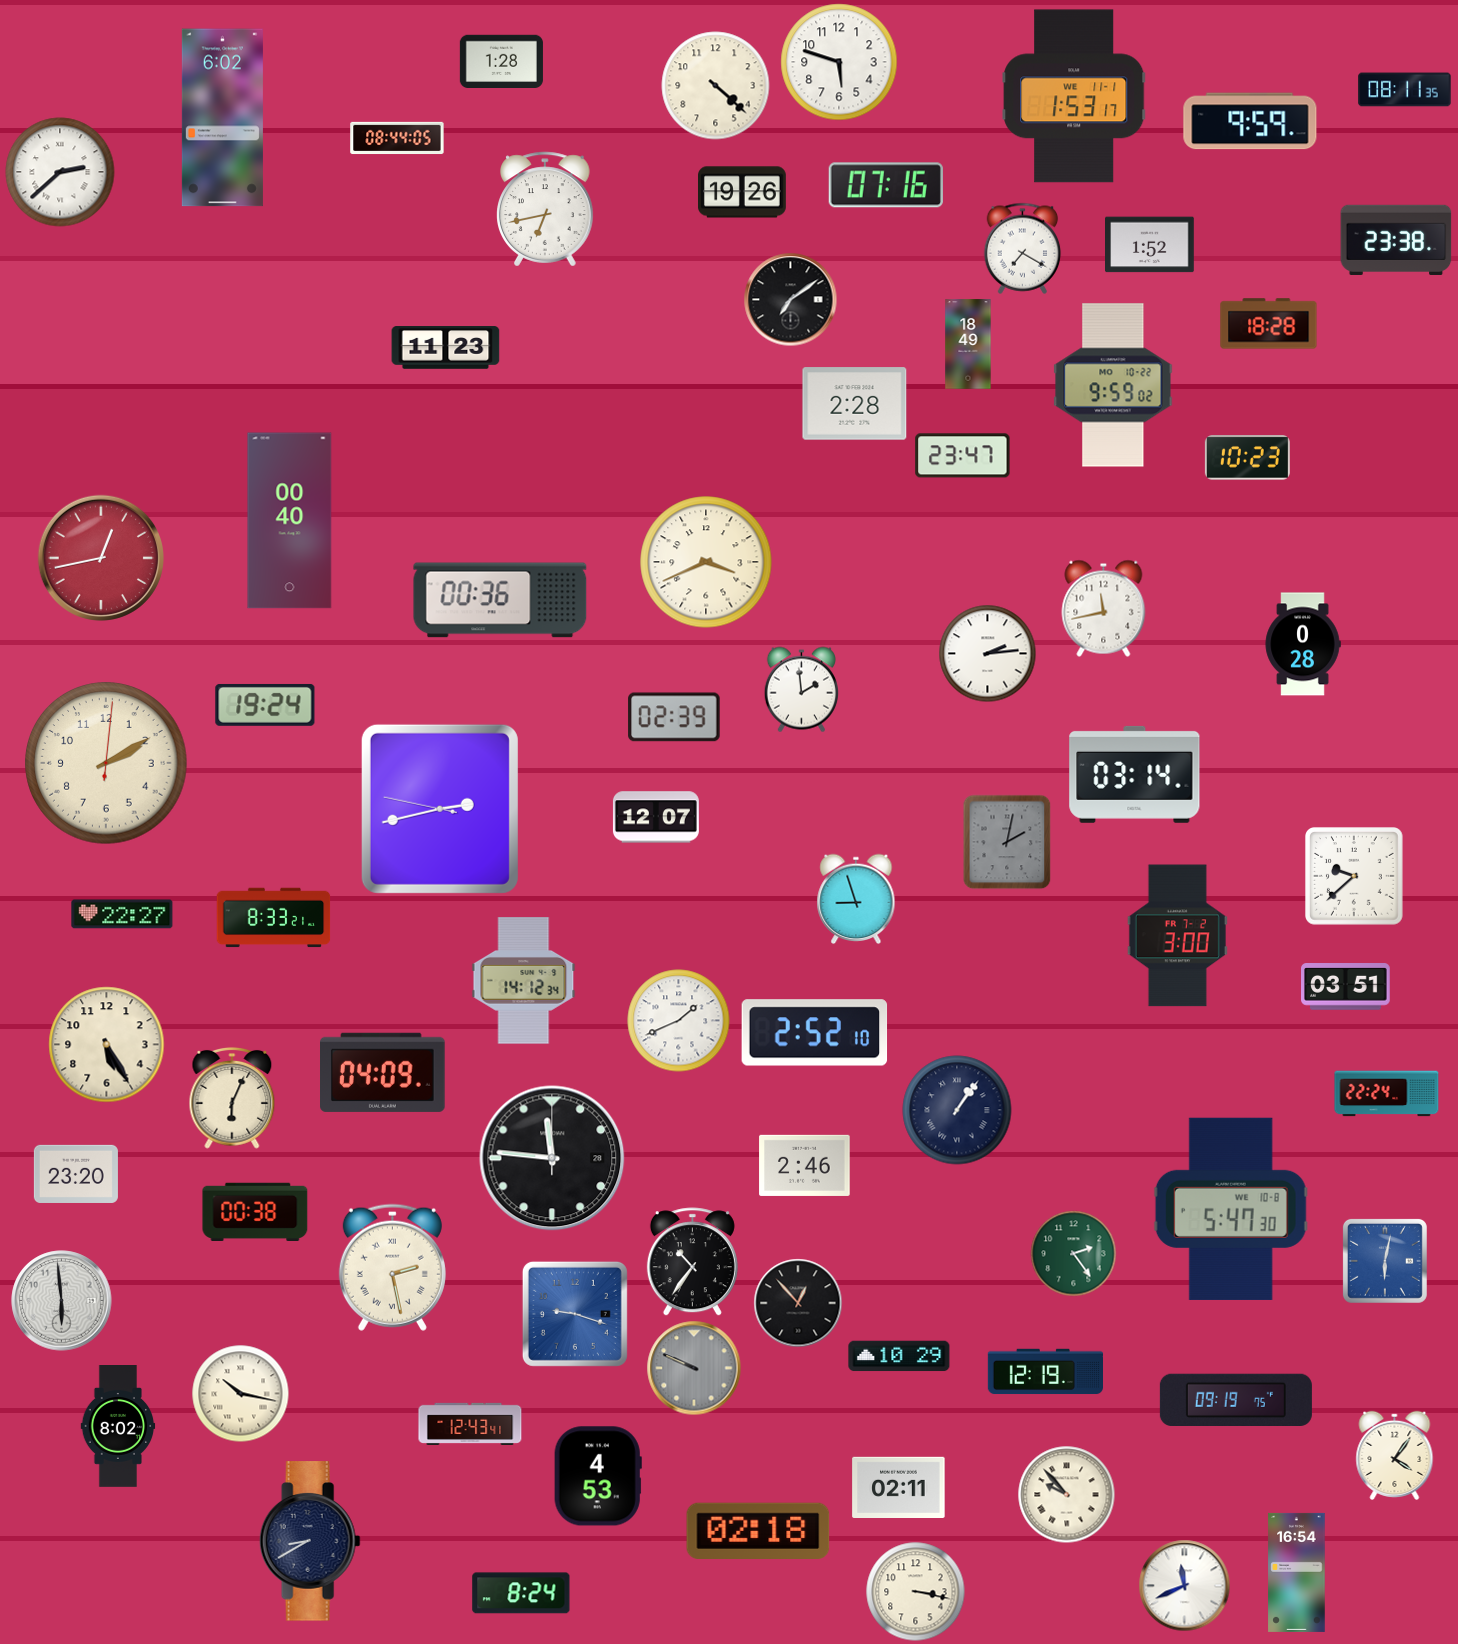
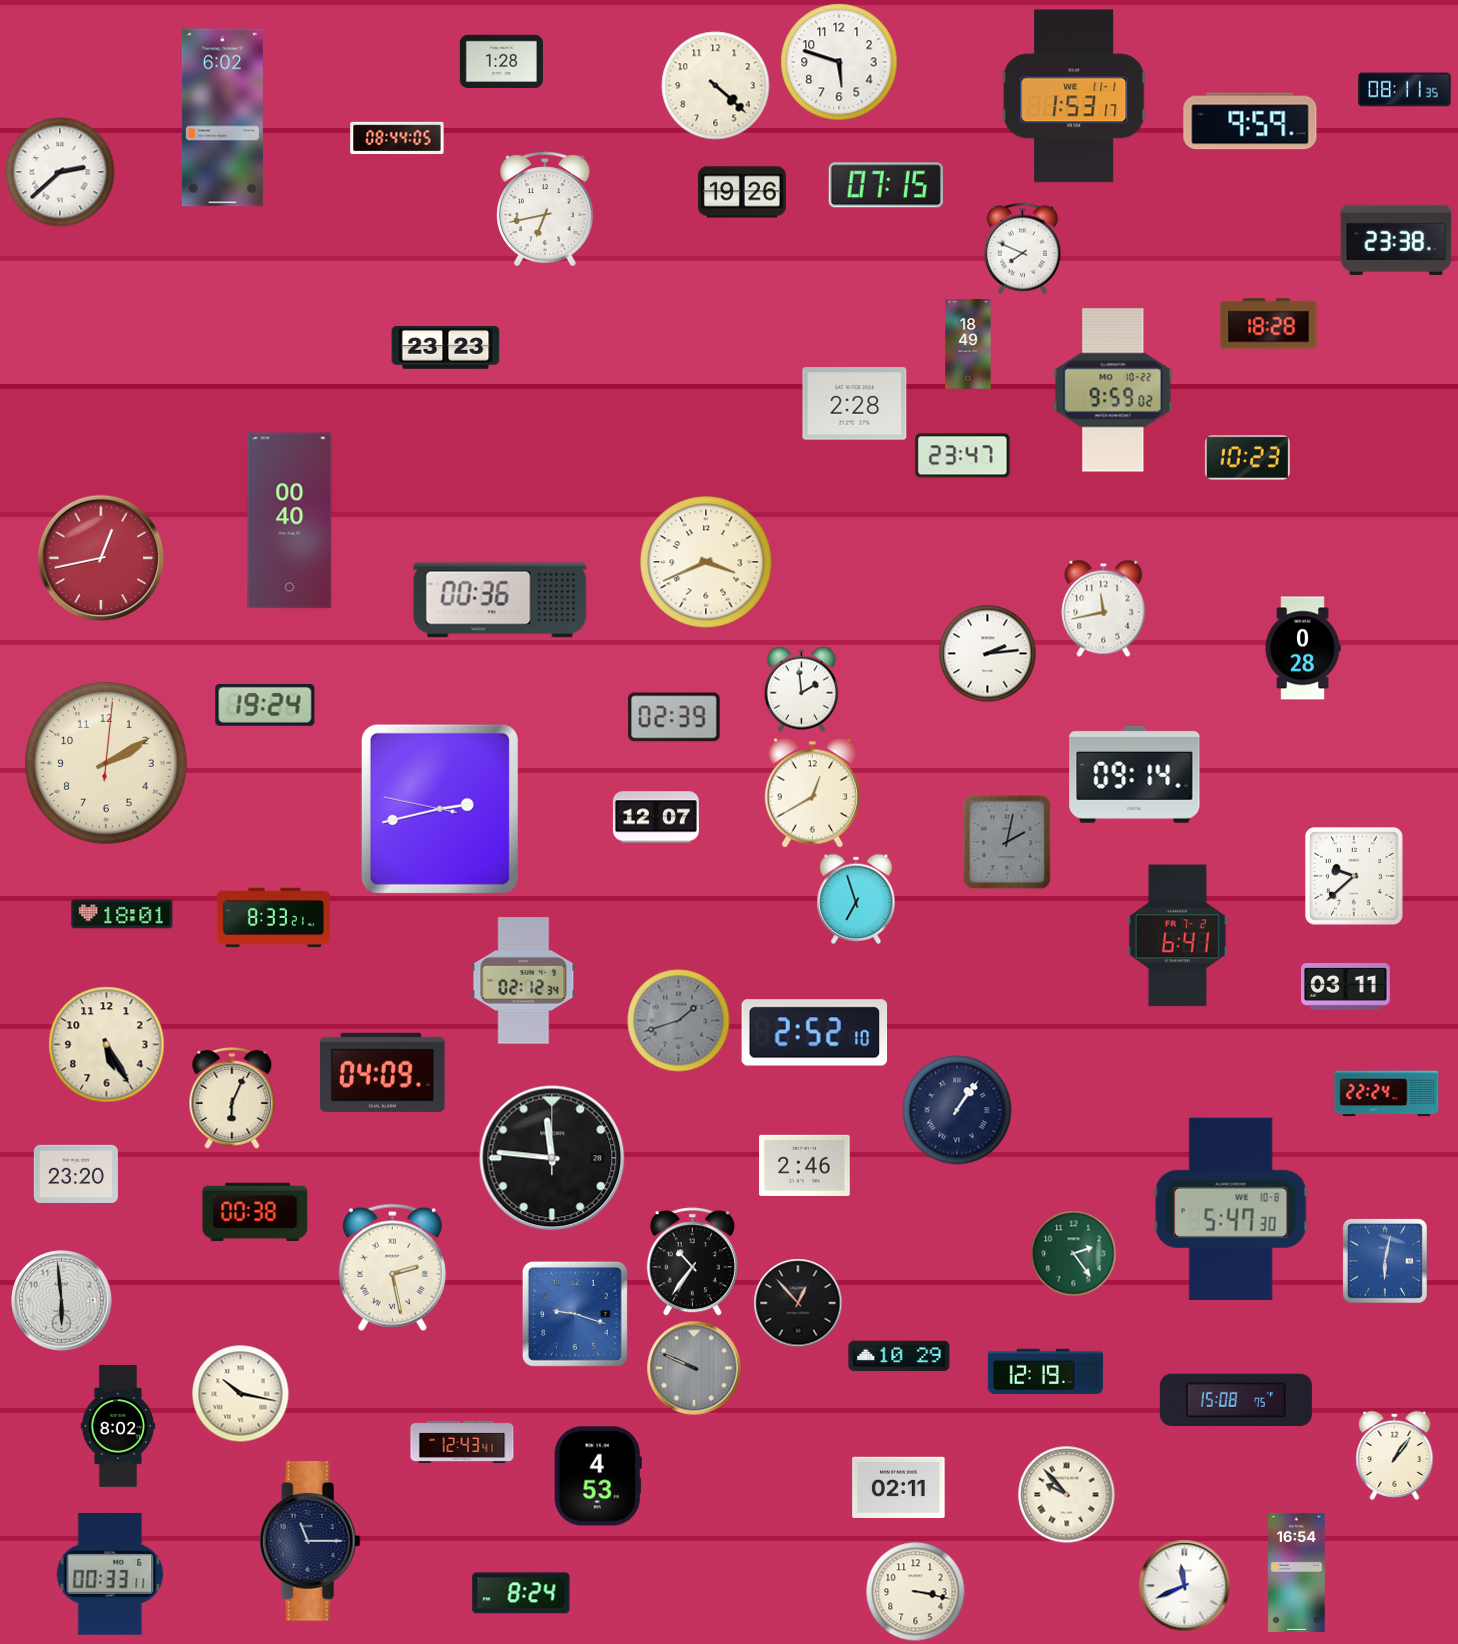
clock at (886, 185): 07:16 -> 07:15
clock at (1150, 245): 1:52 -> none
clock at (1023, 248): 7:20 -> 7:49
clock at (791, 300): 7:09 -> none
clock at (446, 348): 11:23 -> 23:23
clock at (1113, 385) position: (1113, 385) -> (1113, 390)
clock at (1303, 644) position: (1303, 644) -> (1303, 648)
clock at (1135, 774): 03:14 -> 09:14
clock at (812, 793): none -> 12:40
clock at (856, 899): 8:57 -> 6:57
clock at (122, 914): 22:27 -> 18:01
clock at (1177, 936): 3:00 -> 6:41
clock at (524, 981): 14:12 -> 02:12
clock at (1346, 987): 03:51 -> 03:11
clock at (679, 1021): 1:41 -> 1:42
clock at (679, 1021) dial: white -> grey
clock at (1236, 1399): 09:19 -> 15:08
clock at (470, 1424) position: (470, 1424) -> (462, 1442)
clock at (1395, 1455): 4:06 -> 1:06
clock at (758, 1530): 02:18 -> none
clock at (310, 1541): 8:40 -> 11:15
clock at (110, 1574): none -> 00:33
